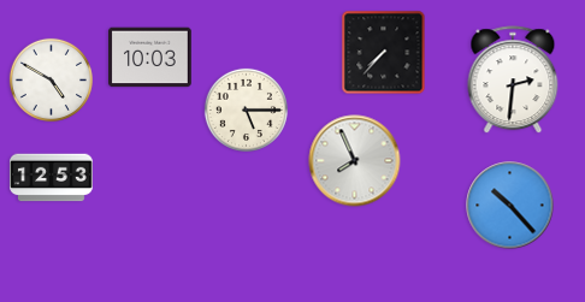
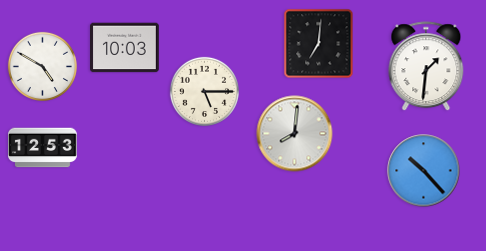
clock at (384, 53): 7:37 -> 7:01
clock at (513, 81): 2:31 -> 1:31
clock at (355, 161): 7:56 -> 8:01
